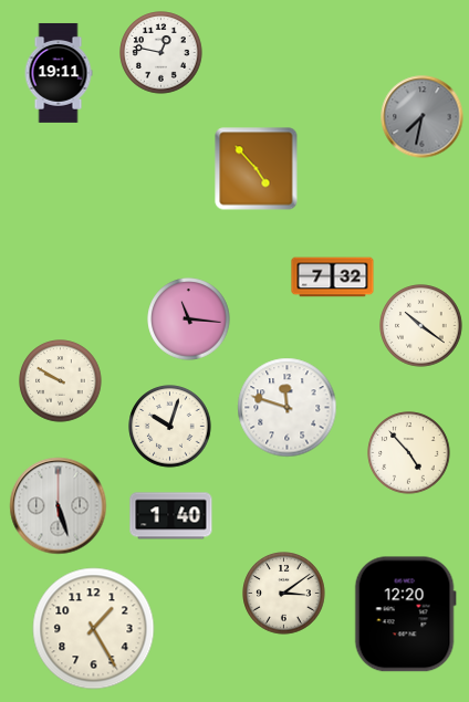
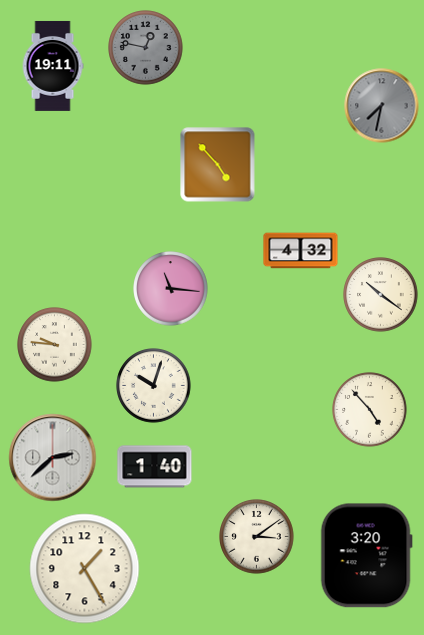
clock at (161, 53) dial: white -> grey
clock at (257, 169) position: (257, 169) -> (218, 165)
clock at (333, 277): 7:32 -> 4:32
clock at (61, 381): 9:50 -> 9:46
clock at (288, 408): 11:48 -> none
clock at (59, 506): 5:27 -> 2:38
clock at (405, 615): 12:20 -> 3:20
